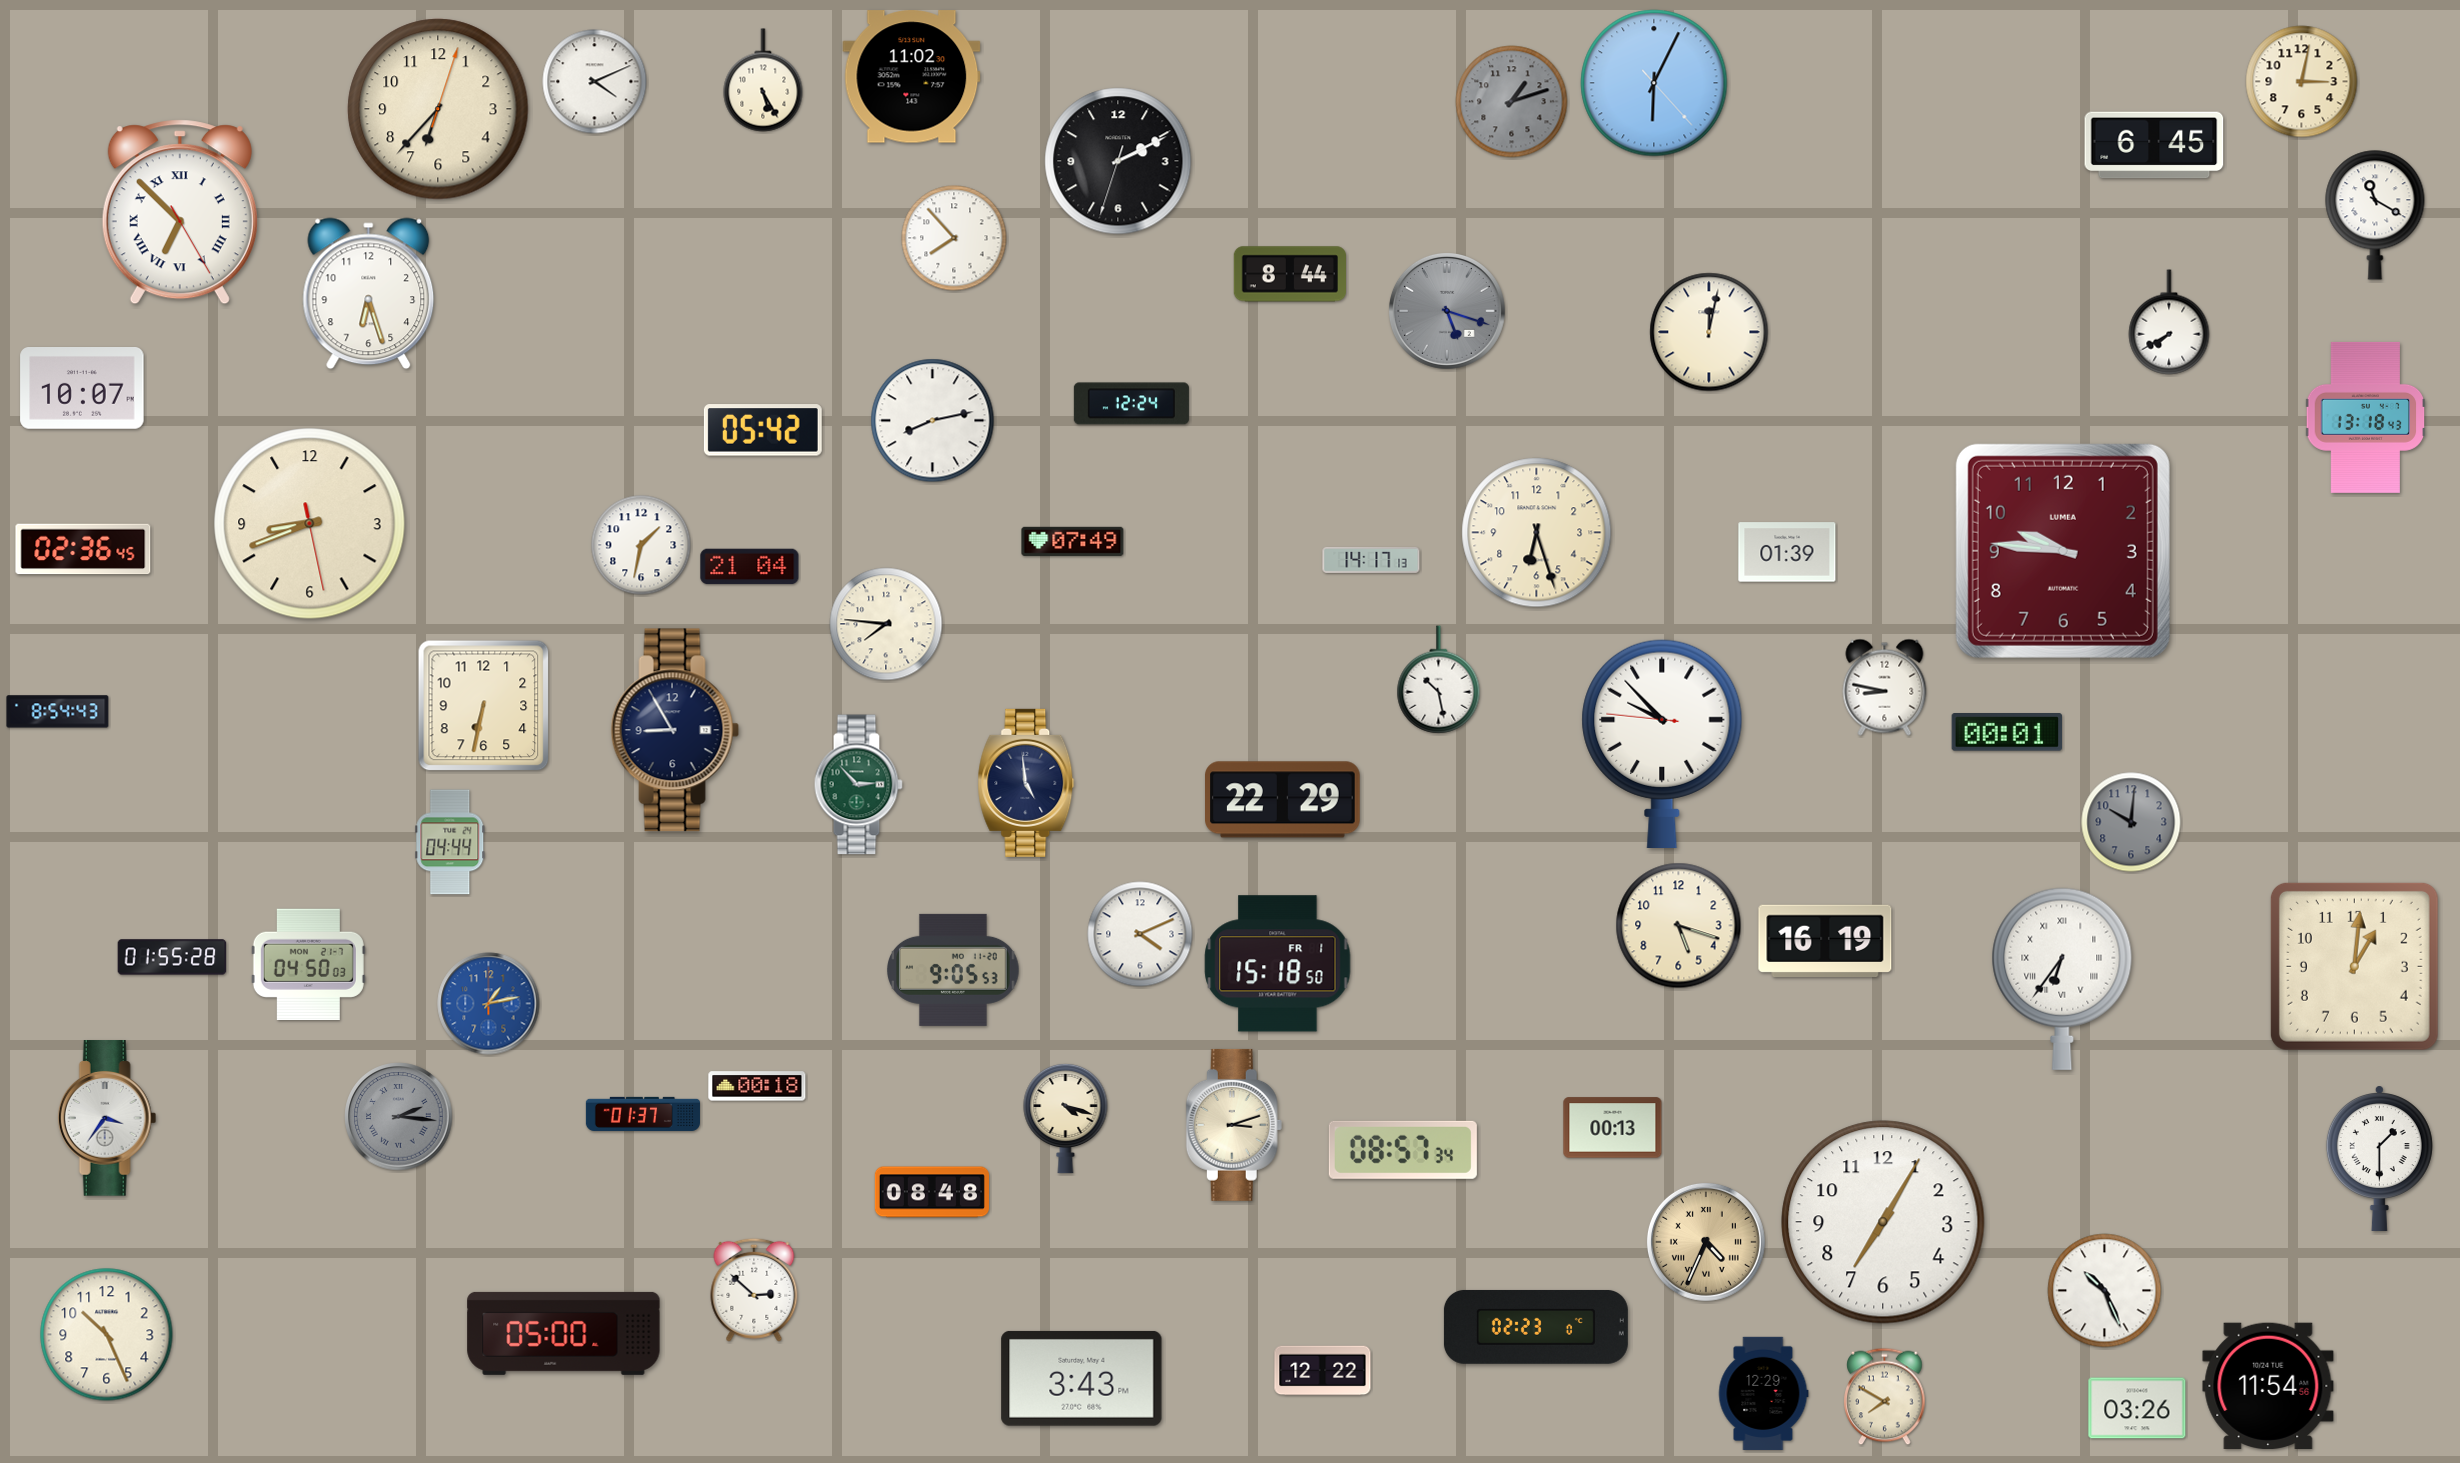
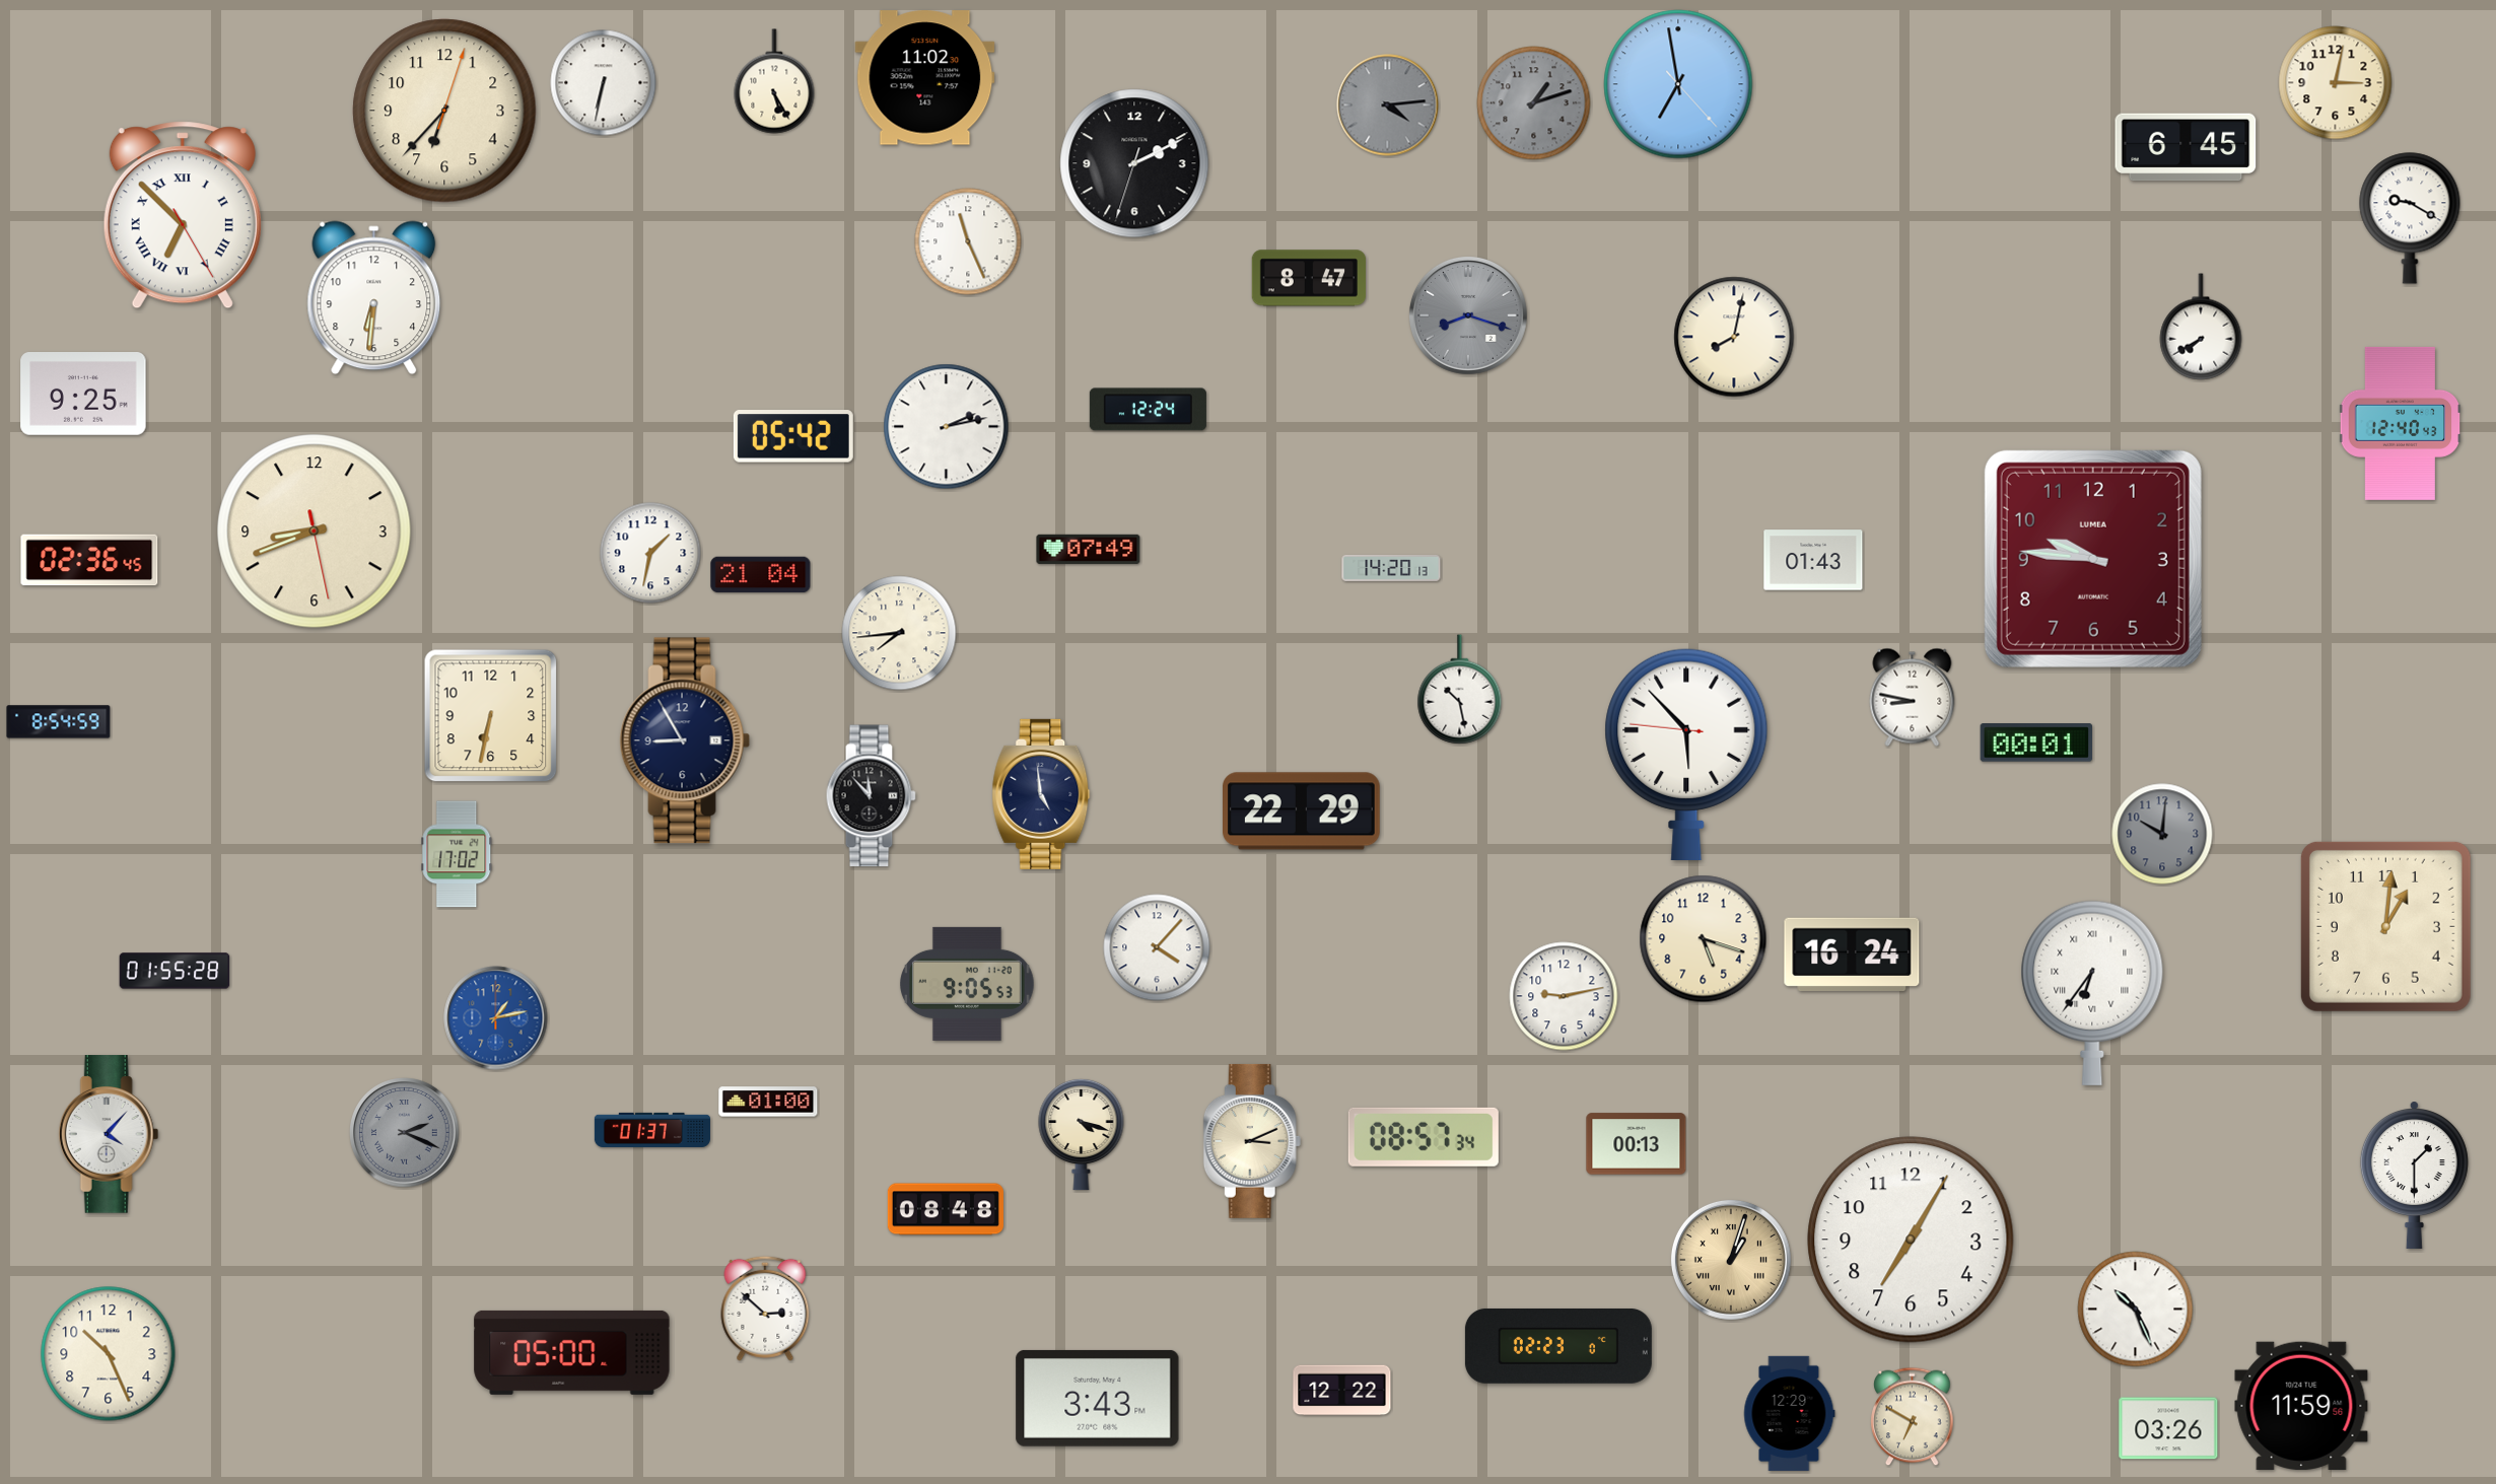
clock at (595, 82): 4:11 -> 6:32
clock at (1654, 83): 6:04 -> 6:58
clock at (1388, 105): none -> 4:14
clock at (2375, 215): 11:20 -> 9:20
clock at (954, 238): 7:53 -> 11:26
clock at (1289, 274): 8:44 -> 8:47
clock at (369, 294): 6:27 -> 6:31
clock at (1447, 311): 5:18 -> 8:18
clock at (1709, 332): 12:02 -> 8:02
clock at (82, 389): 10:07 -> 9:25
clock at (2366, 417): 13:18 -> 12:40
clock at (933, 421): 8:13 -> 2:13
clock at (763, 430) position: (763, 430) -> (793, 436)
clock at (1537, 533): 6:27 -> none
clock at (83, 549) position: (83, 549) -> (89, 560)
clock at (1787, 552): 01:39 -> 01:43
clock at (1371, 560): 14:17 -> 14:20
clock at (886, 624): 7:46 -> 7:44
clock at (58, 712): 8:54:43 -> 8:54:59
clock at (1662, 743): 9:52 -> 5:52
clock at (858, 785): 2:53 -> 11:53
clock at (858, 785) dial: green -> black
clock at (450, 842): 04:44 -> 17:02
clock at (1140, 934): 4:11 -> 4:07
clock at (1825, 940): 16:19 -> 16:24
clock at (308, 964): 04:50 -> none
clock at (1278, 964): 15:18 -> none
clock at (2354, 966) position: (2354, 966) -> (2385, 926)
clock at (1564, 996): none -> 9:13
clock at (757, 1086): 00:18 -> 01:00
clock at (399, 1117): 2:16 -> 2:19
clock at (107, 1118): 3:36 -> 4:07
clock at (1234, 1125): 3:12 -> 3:11
clock at (1403, 1150) position: (1403, 1150) -> (1424, 1137)
clock at (1706, 1242): 4:34 -> 1:03
clock at (2268, 1385): 11:54 -> 11:59
clock at (1885, 1397): 7:50 -> 6:50
